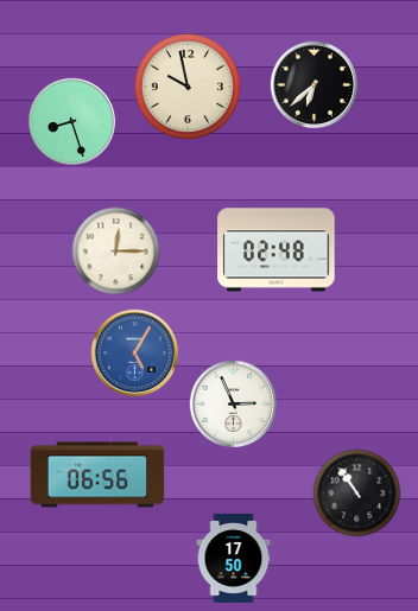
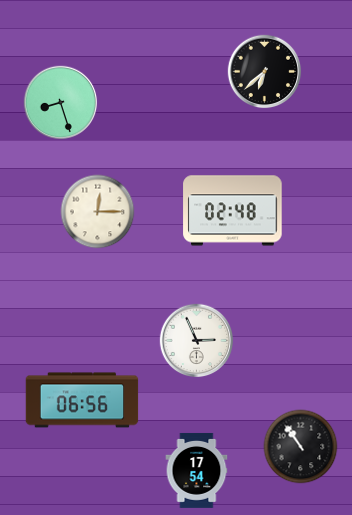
clock at (188, 87): 9:58 -> none
clock at (135, 354): 5:05 -> none
clock at (357, 494) position: (357, 494) -> (301, 447)
clock at (234, 559): 17:50 -> 17:54
